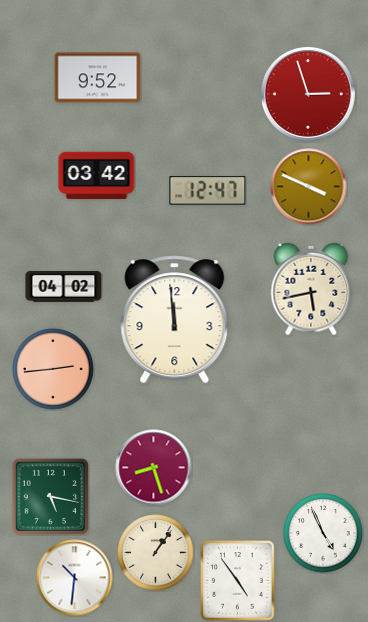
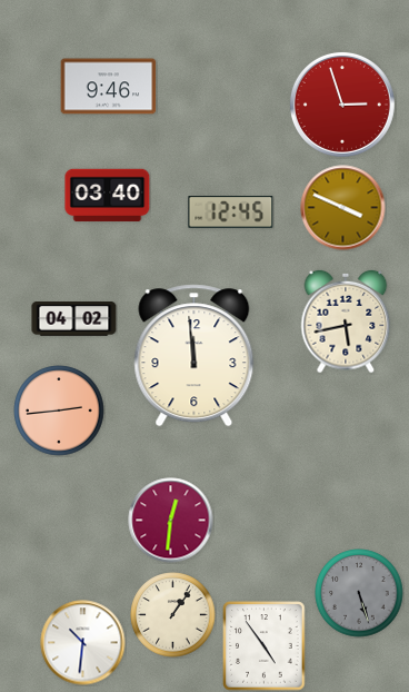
clock at (98, 78): 9:52 -> 9:46
clock at (97, 176): 03:42 -> 03:40
clock at (208, 191): 12:47 -> 12:45
clock at (64, 287) position: (64, 287) -> (74, 319)
clock at (154, 468): 8:27 -> 12:31
clock at (50, 496): 5:17 -> none
clock at (323, 533): 4:56 -> 5:27
clock at (323, 533) dial: white -> grey
